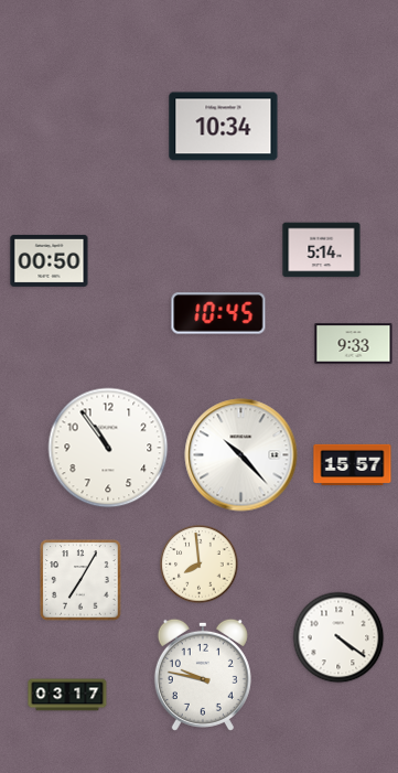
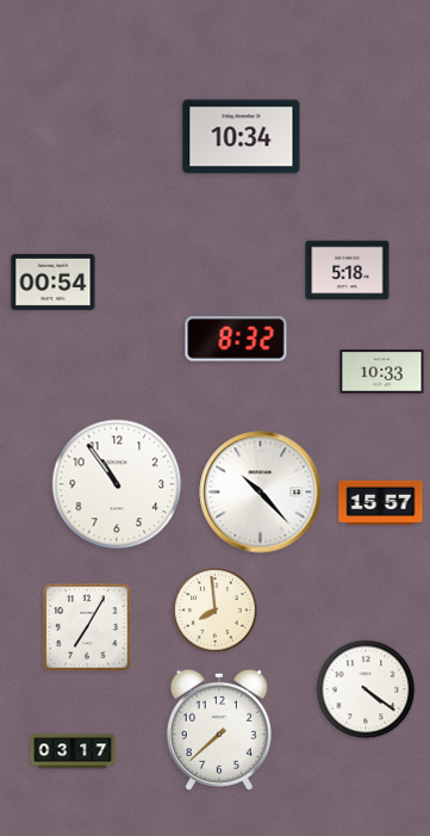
clock at (322, 250): 5:14 -> 5:18
clock at (50, 260): 00:50 -> 00:54
clock at (218, 313): 10:45 -> 8:32
clock at (354, 344): 9:33 -> 10:33
clock at (203, 675): 9:47 -> 7:38
